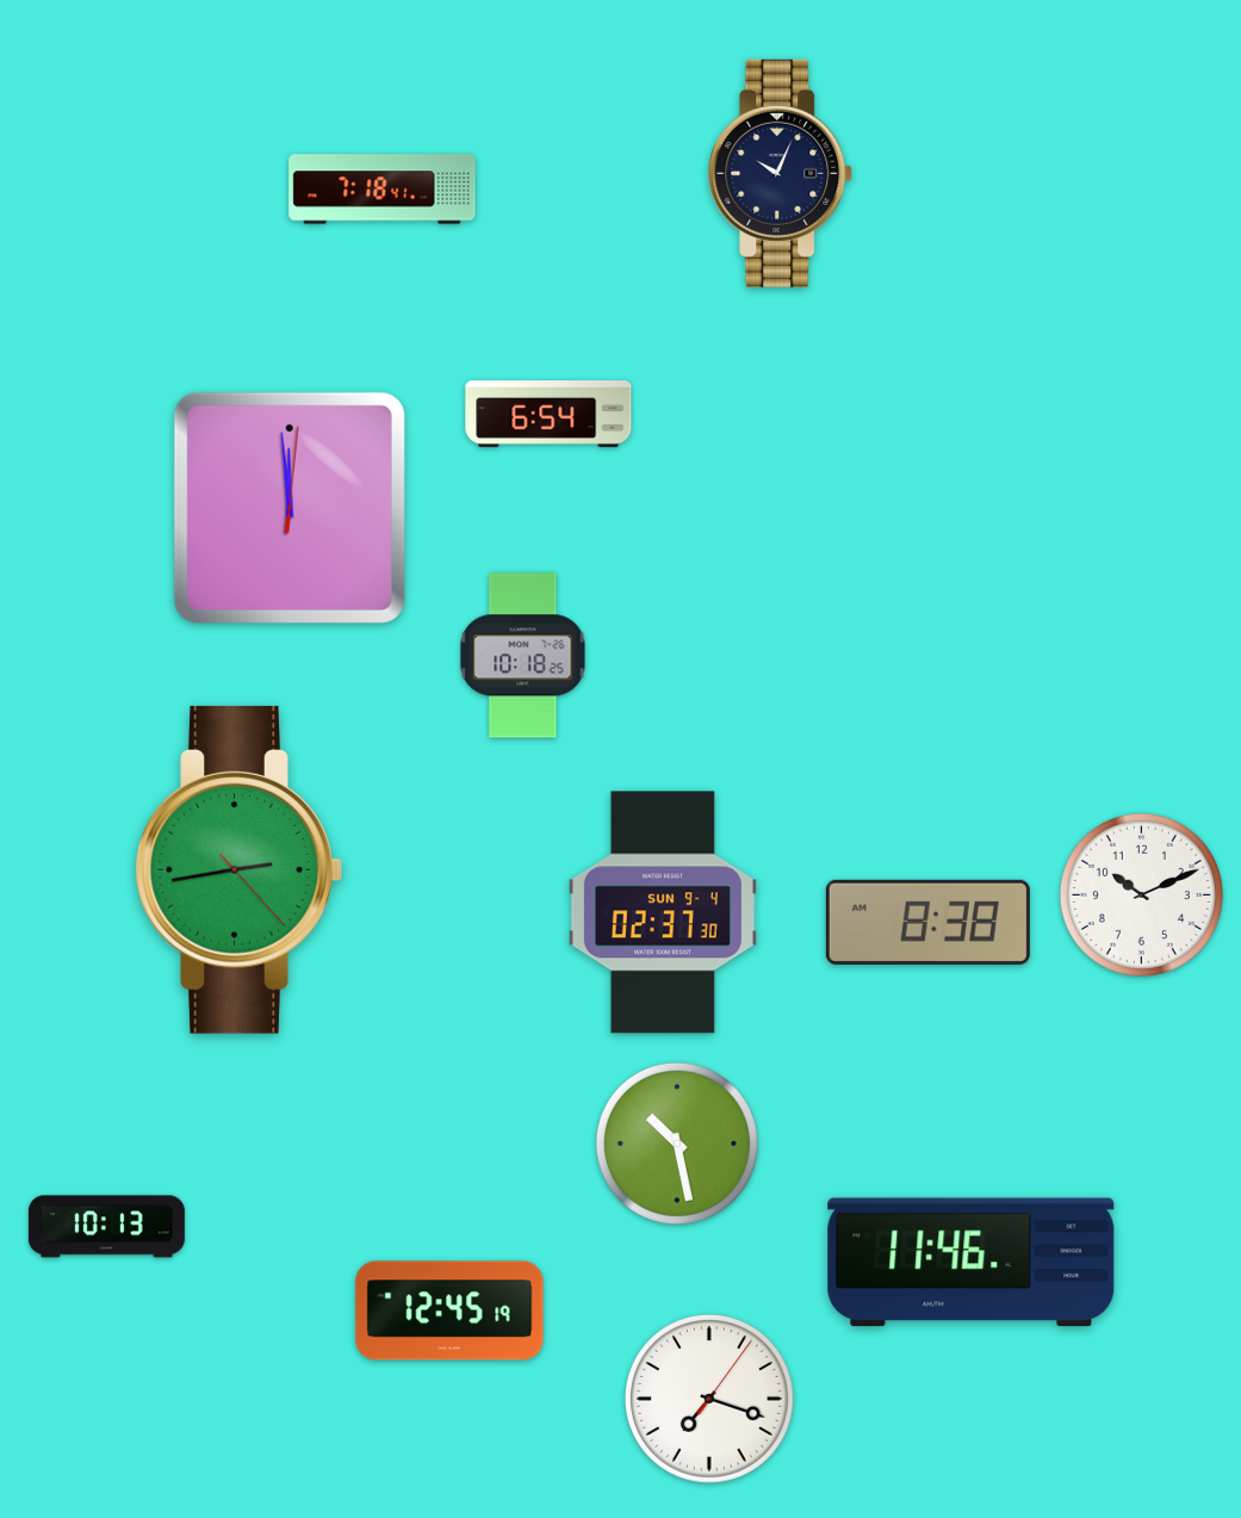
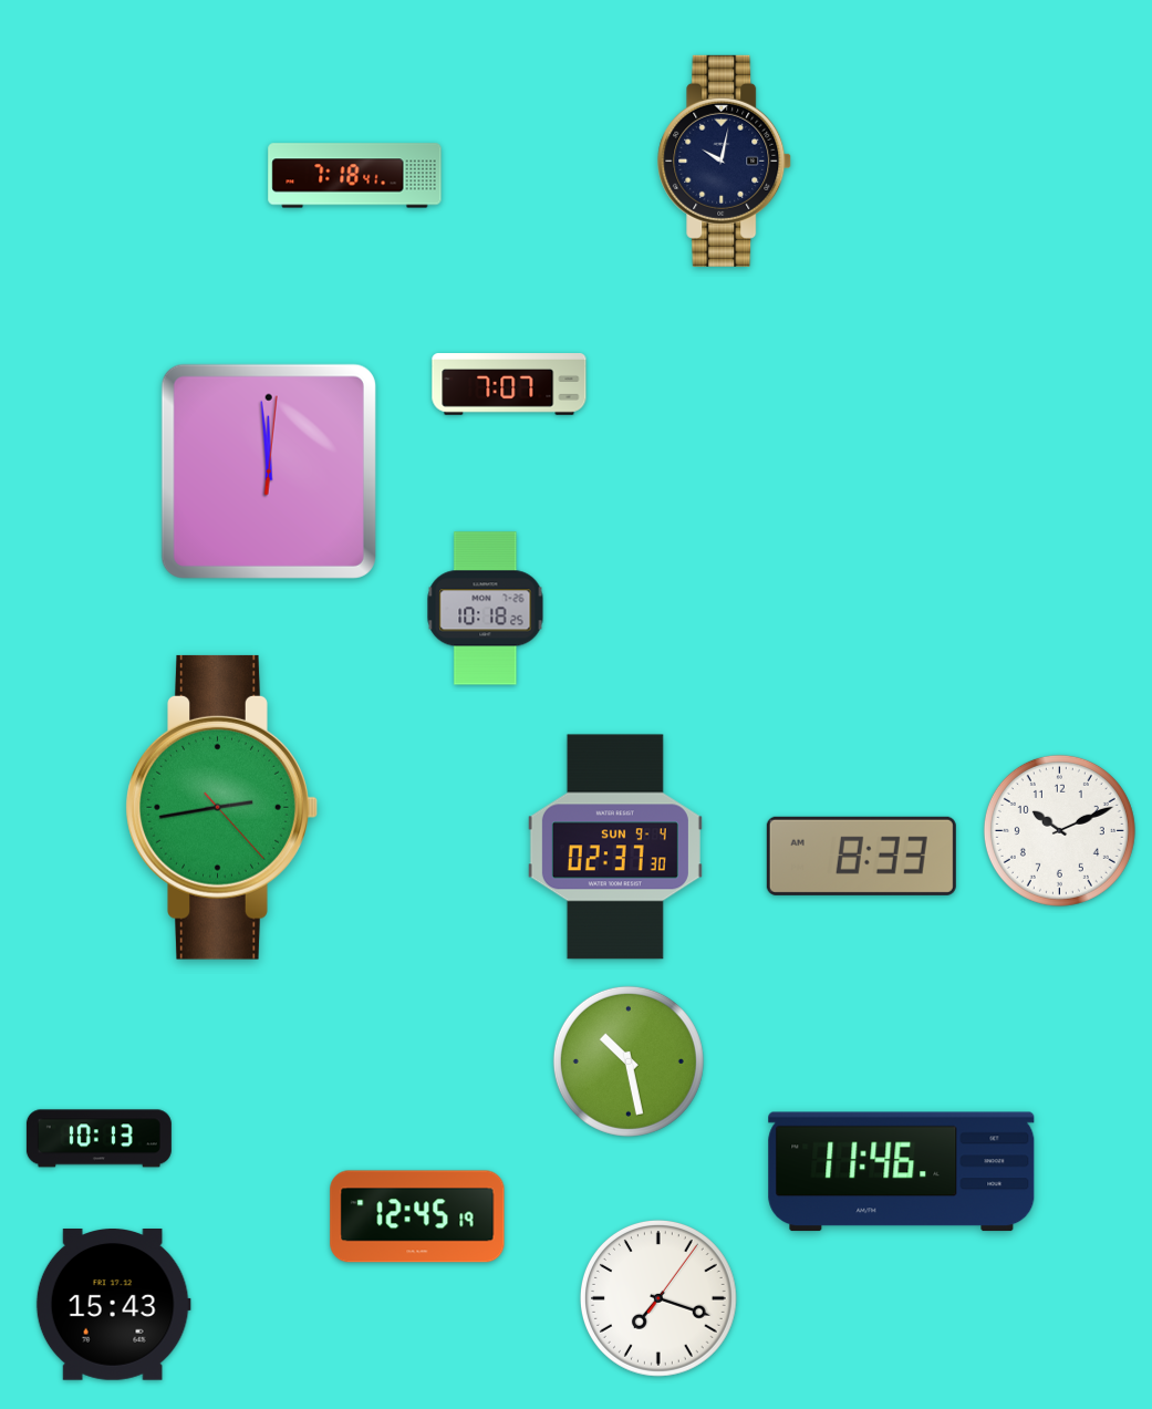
clock at (781, 173): 10:04 -> 10:02
clock at (548, 415): 6:54 -> 7:07
clock at (927, 922): 8:38 -> 8:33
clock at (113, 1305): none -> 15:43
